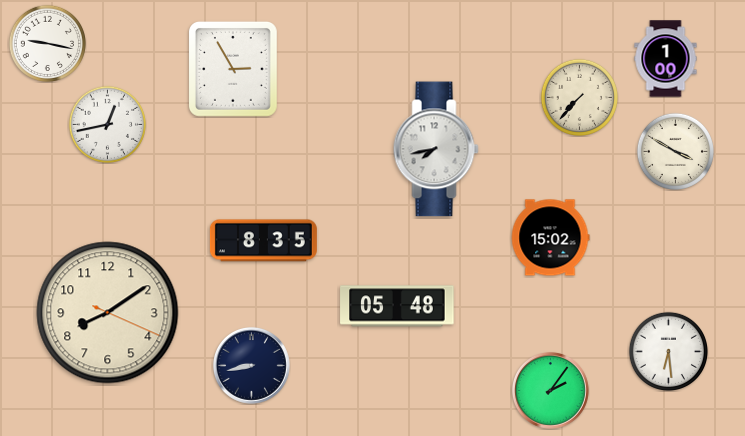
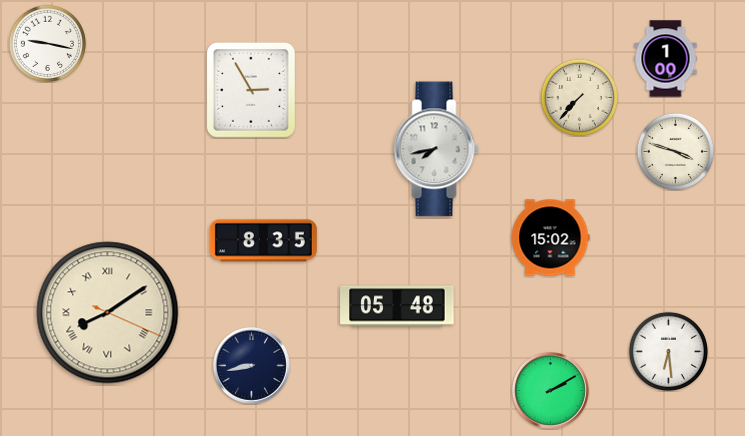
clock at (233, 69) position: (233, 69) -> (251, 90)
clock at (107, 124): 12:43 -> none
clock at (675, 151): 3:50 -> 3:48
clock at (108, 313) numerals: Arabic -> Roman
clock at (551, 391): 2:06 -> 2:10
